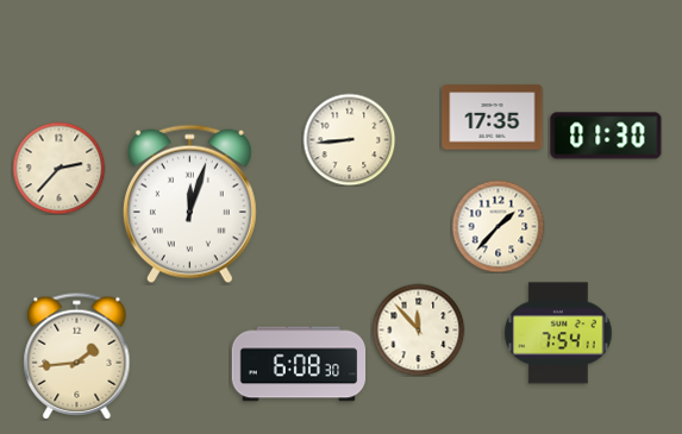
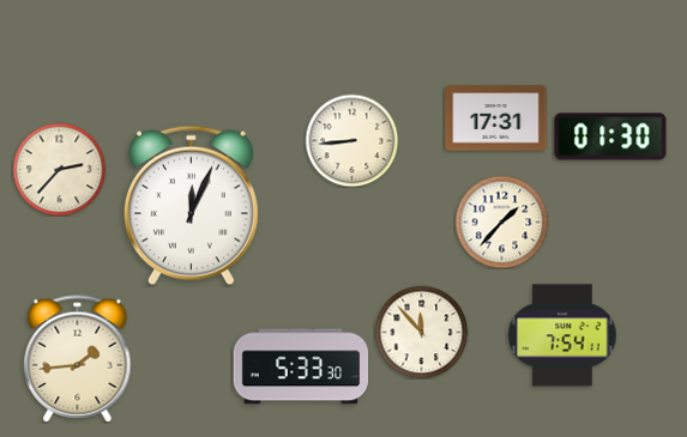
clock at (493, 118): 17:35 -> 17:31
clock at (189, 205): 12:03 -> 12:04
clock at (498, 226) position: (498, 226) -> (501, 221)
clock at (299, 364): 6:08 -> 5:33
